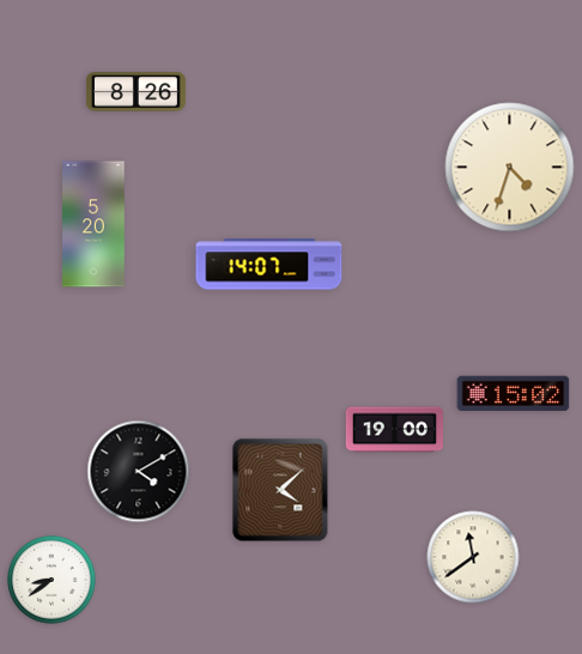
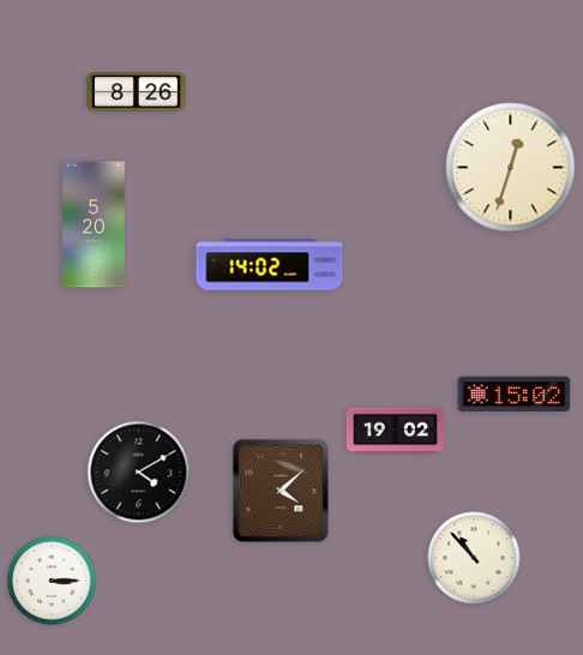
clock at (510, 168): 4:33 -> 12:33
clock at (269, 265): 14:07 -> 14:02
clock at (394, 430): 19:00 -> 19:02
clock at (473, 557): 11:39 -> 10:53
clock at (51, 580): 8:39 -> 3:15
